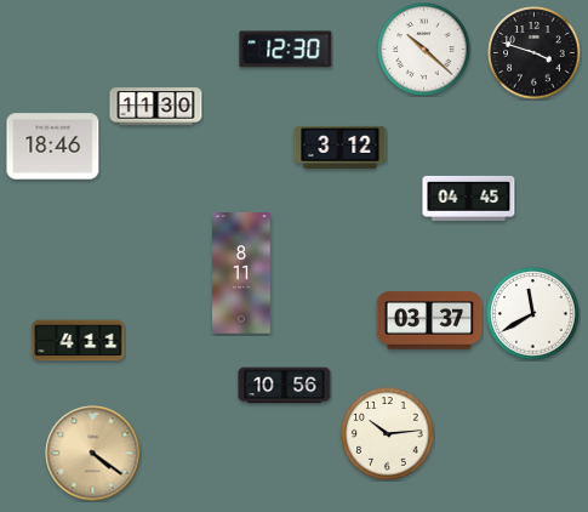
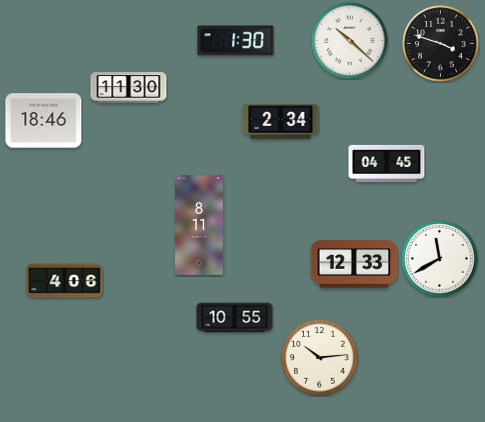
clock at (286, 50): 12:30 -> 1:30
clock at (341, 147): 3:12 -> 2:34
clock at (429, 320): 03:37 -> 12:33
clock at (79, 341): 4:11 -> 4:06
clock at (285, 386): 10:56 -> 10:55
clock at (93, 454): 4:21 -> none
